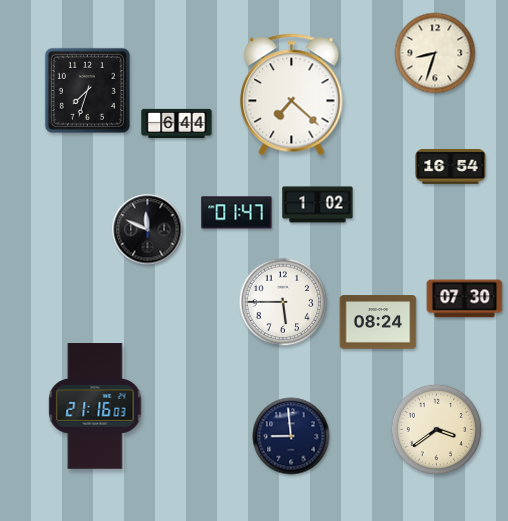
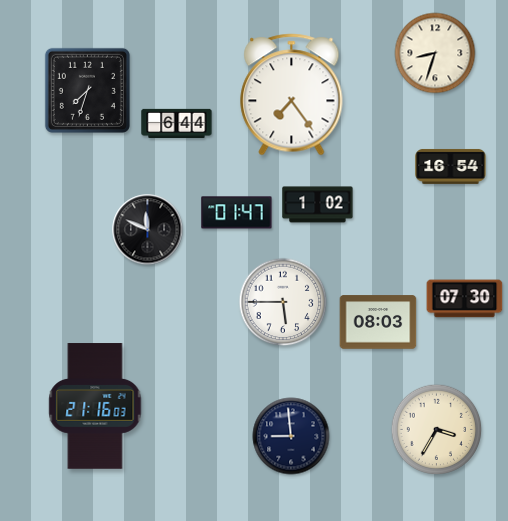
clock at (292, 95): 7:22 -> 7:24
clock at (378, 322): 08:24 -> 08:03
clock at (437, 430): 3:39 -> 3:35
